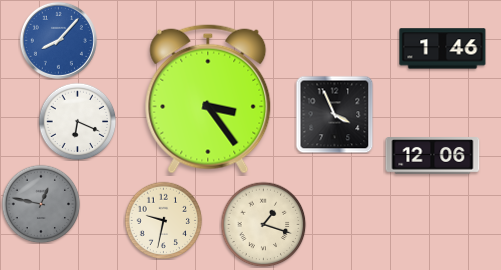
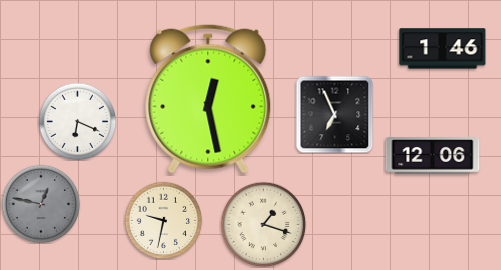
clock at (58, 40): 8:07 -> none
clock at (208, 99): 3:24 -> 12:28
clock at (334, 114): 3:56 -> 6:56
